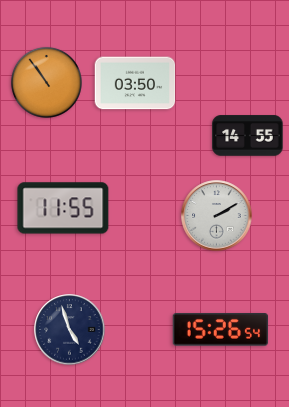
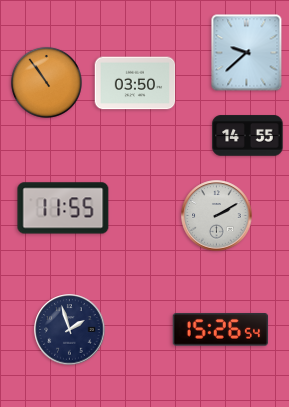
clock at (247, 53): none -> 9:38
clock at (70, 330): 4:57 -> 1:57
